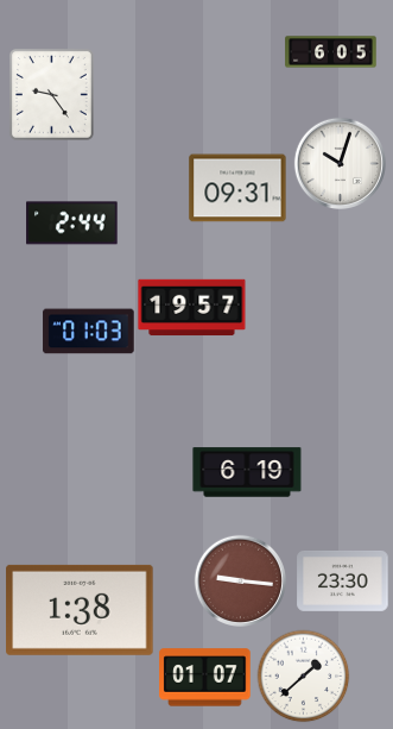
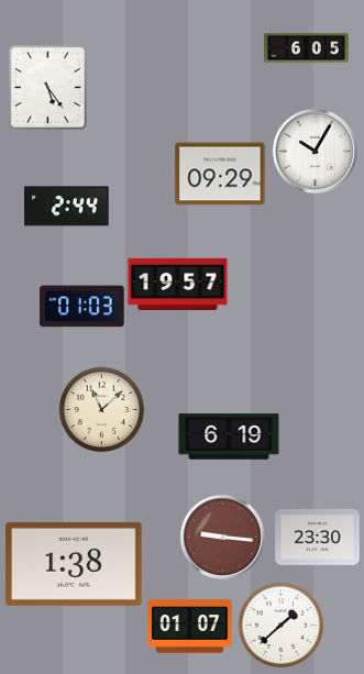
clock at (51, 95): 9:24 -> 5:24
clock at (340, 163): 10:03 -> 10:05
clock at (237, 188): 09:31 -> 09:29
clock at (101, 409): none -> 11:08
